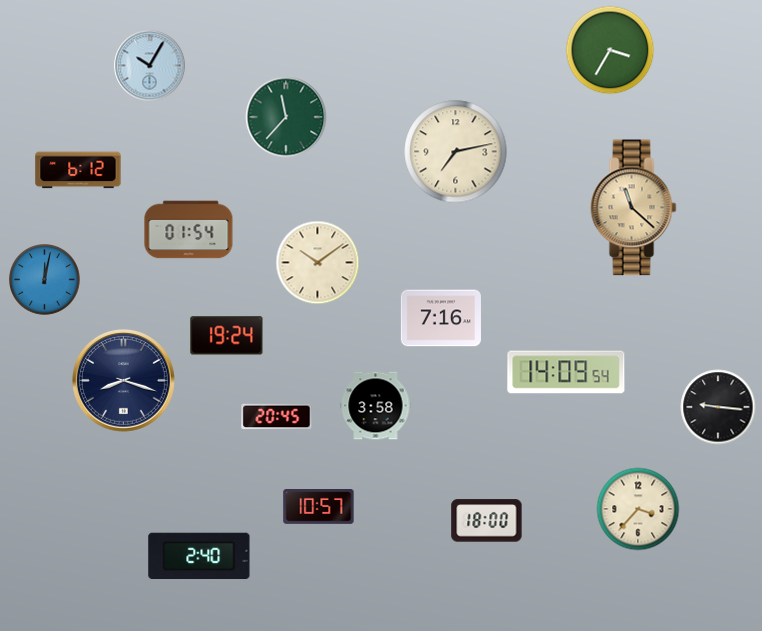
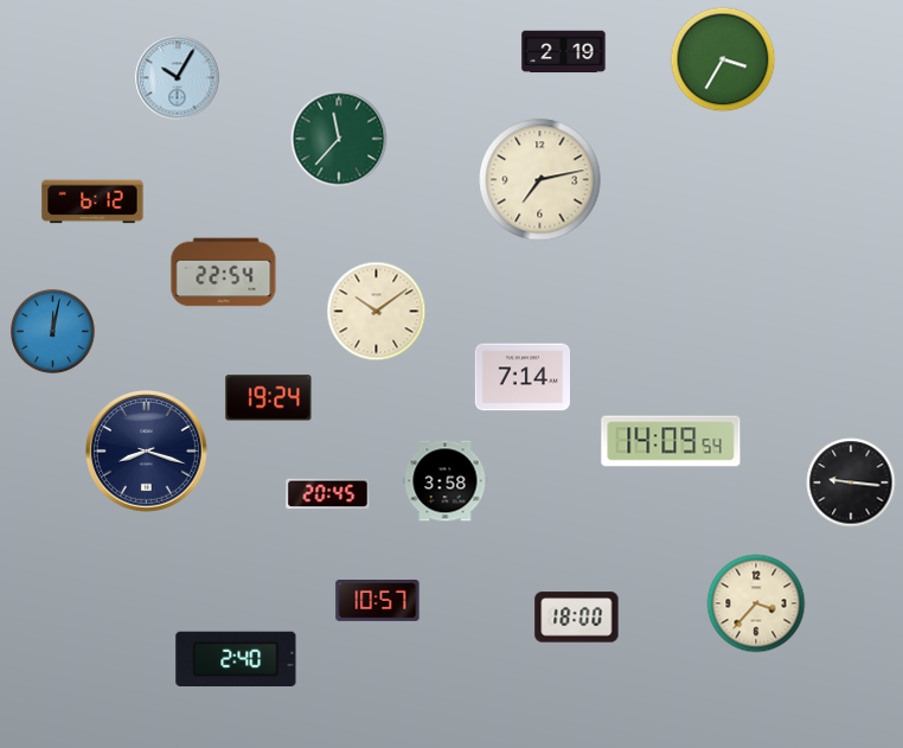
clock at (564, 52): none -> 2:19
clock at (634, 208): 11:22 -> none
clock at (189, 230): 01:54 -> 22:54
clock at (441, 318): 7:16 -> 7:14
